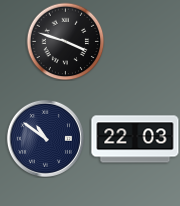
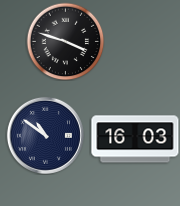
clock at (45, 138) position: (45, 138) -> (45, 135)
clock at (135, 139): 22:03 -> 16:03
